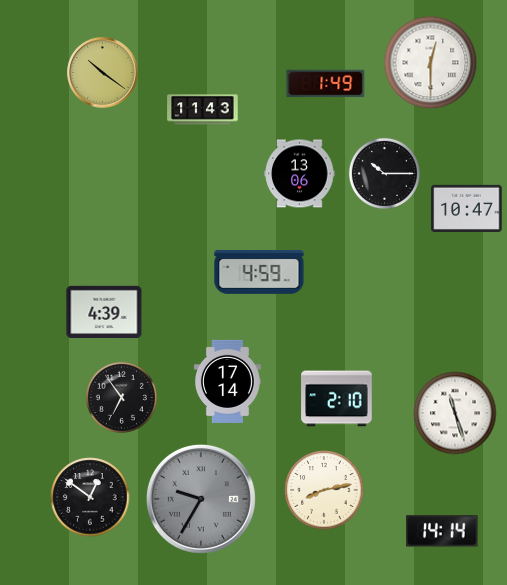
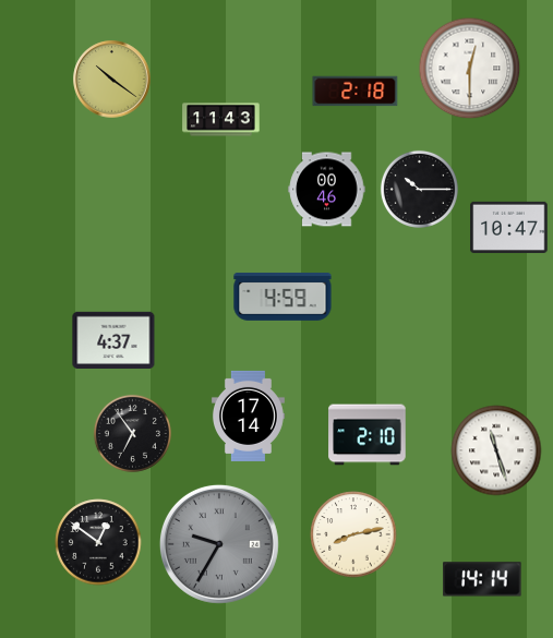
clock at (326, 84): 1:49 -> 2:18
clock at (300, 174): 13:06 -> 00:46
clock at (104, 311): 4:39 -> 4:37
